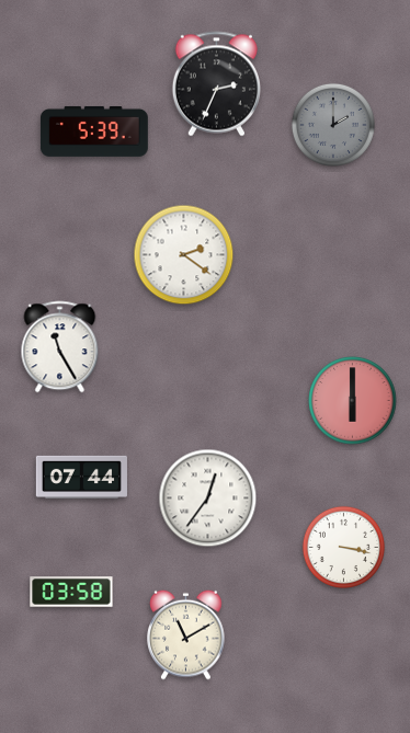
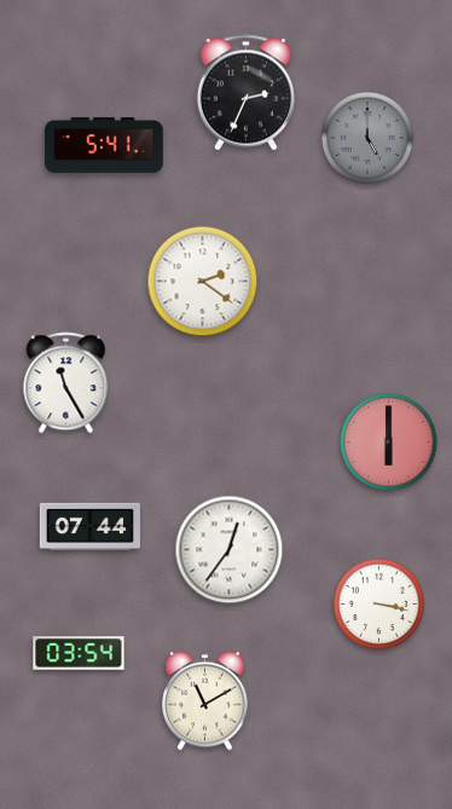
clock at (216, 84) position: (216, 84) -> (245, 93)
clock at (333, 125): 2:00 -> 5:00
clock at (94, 131): 5:39 -> 5:41
clock at (71, 592): 03:58 -> 03:54
